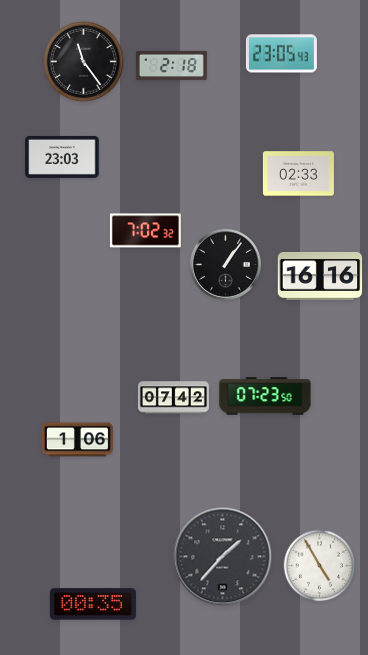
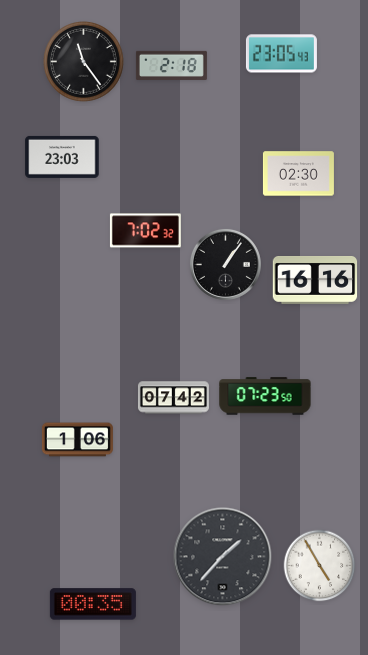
clock at (298, 174): 02:33 -> 02:30
clock at (320, 277) position: (320, 277) -> (315, 281)
